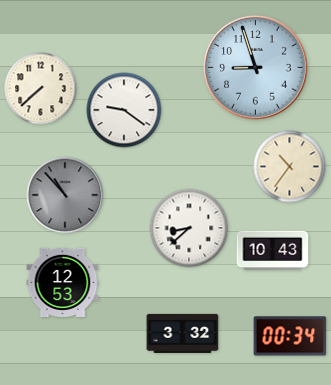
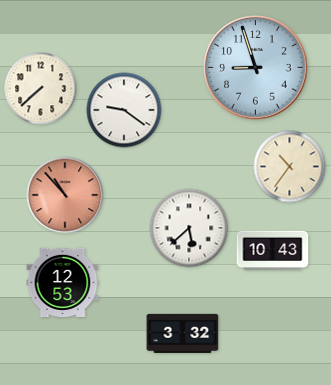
clock at (65, 195) dial: grey -> salmon
clock at (189, 228): 8:38 -> 5:38
clock at (290, 336): 00:34 -> none
